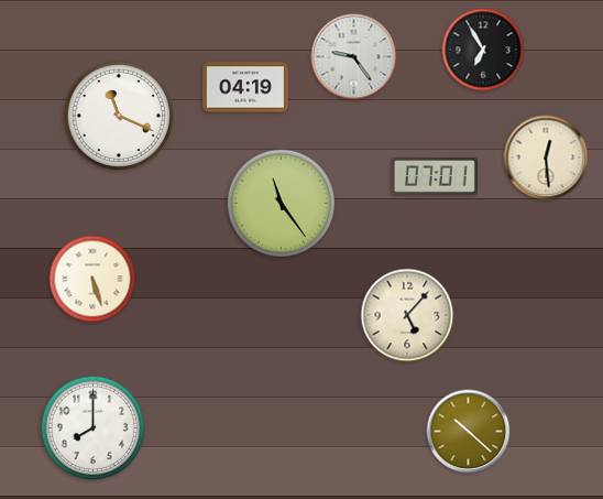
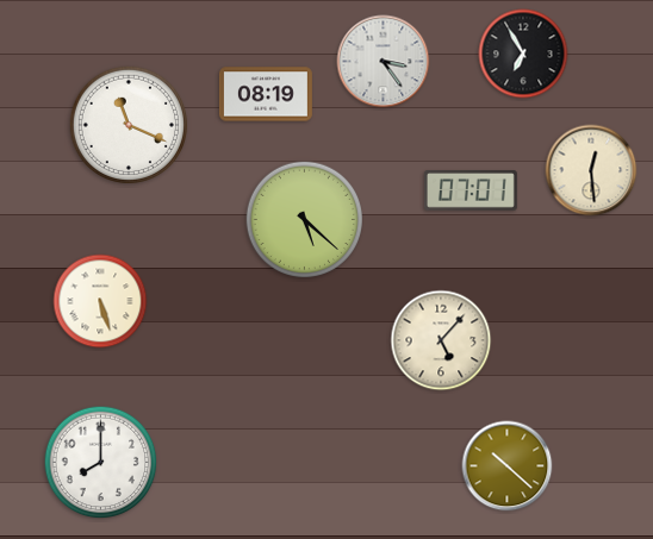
clock at (354, 57): 9:24 -> 3:24
clock at (245, 87): 04:19 -> 08:19
clock at (281, 203): 11:24 -> 5:22
